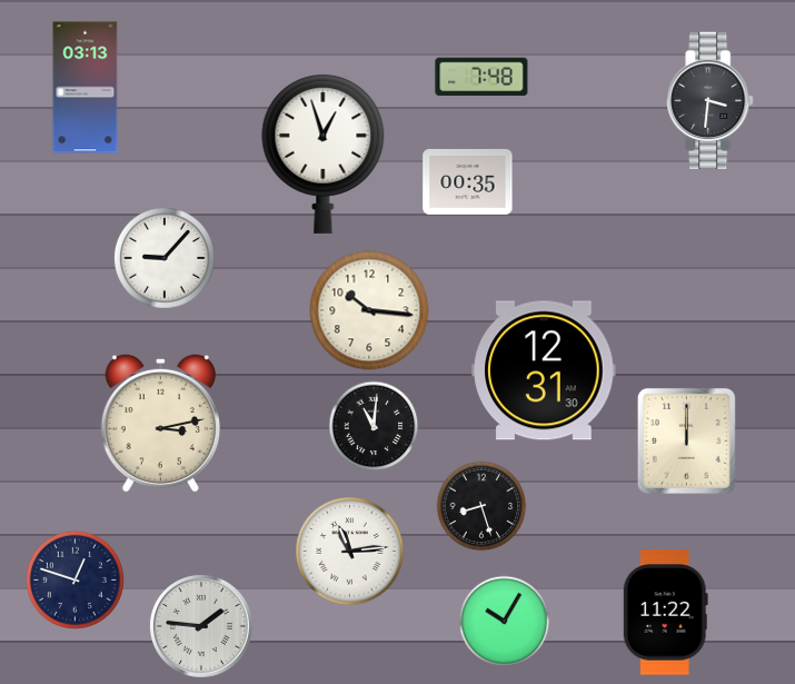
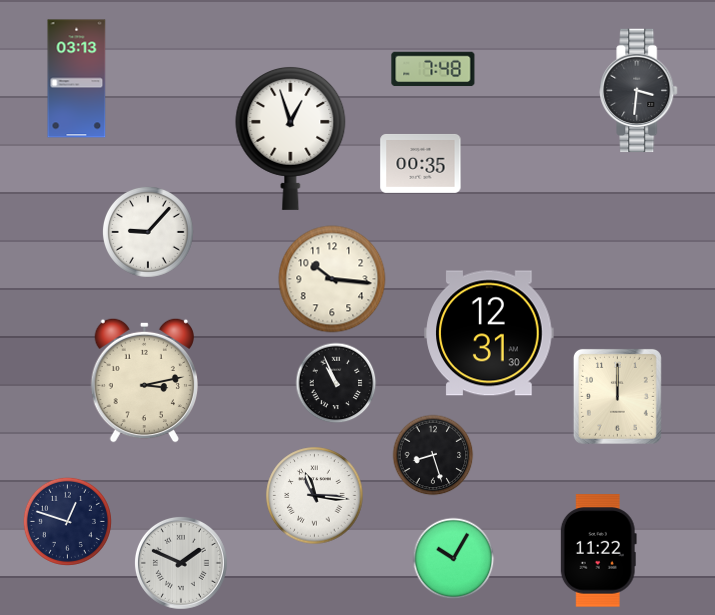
clock at (374, 426): 11:01 -> 10:56
clock at (350, 552): 11:14 -> 11:16
clock at (201, 626): 1:46 -> 1:49
